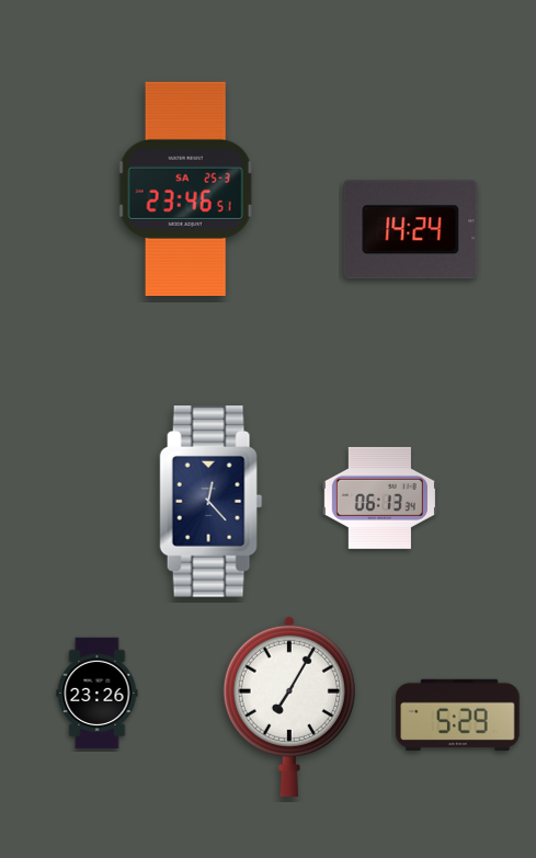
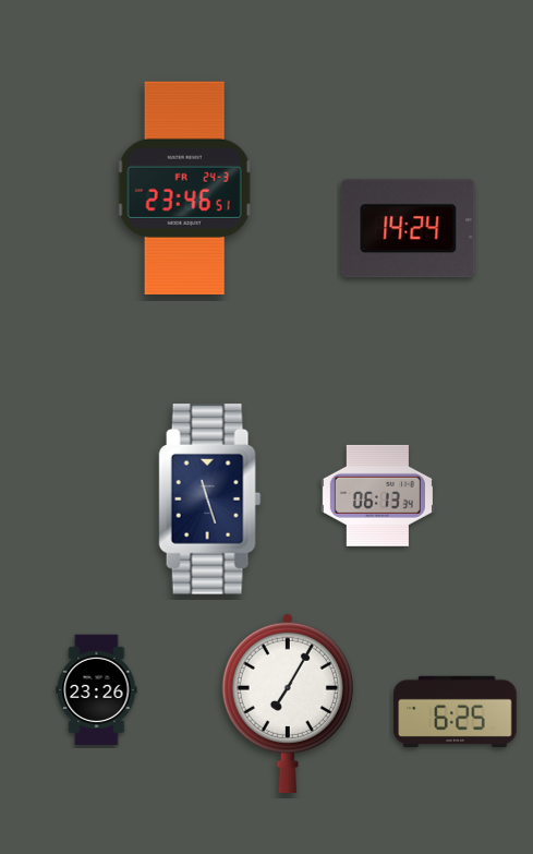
clock at (185, 188) date: SA 25-3 -> FR 24-3
clock at (212, 502): 12:23 -> 11:27
clock at (458, 714): 5:29 -> 6:25
